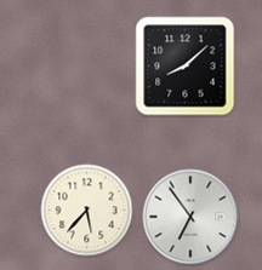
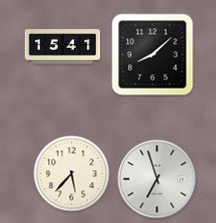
clock at (63, 47): none -> 15:41
clock at (190, 217): 6:54 -> 6:57
